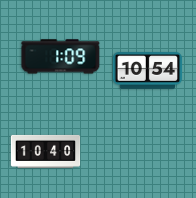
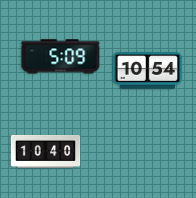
clock at (61, 57): 1:09 -> 5:09
